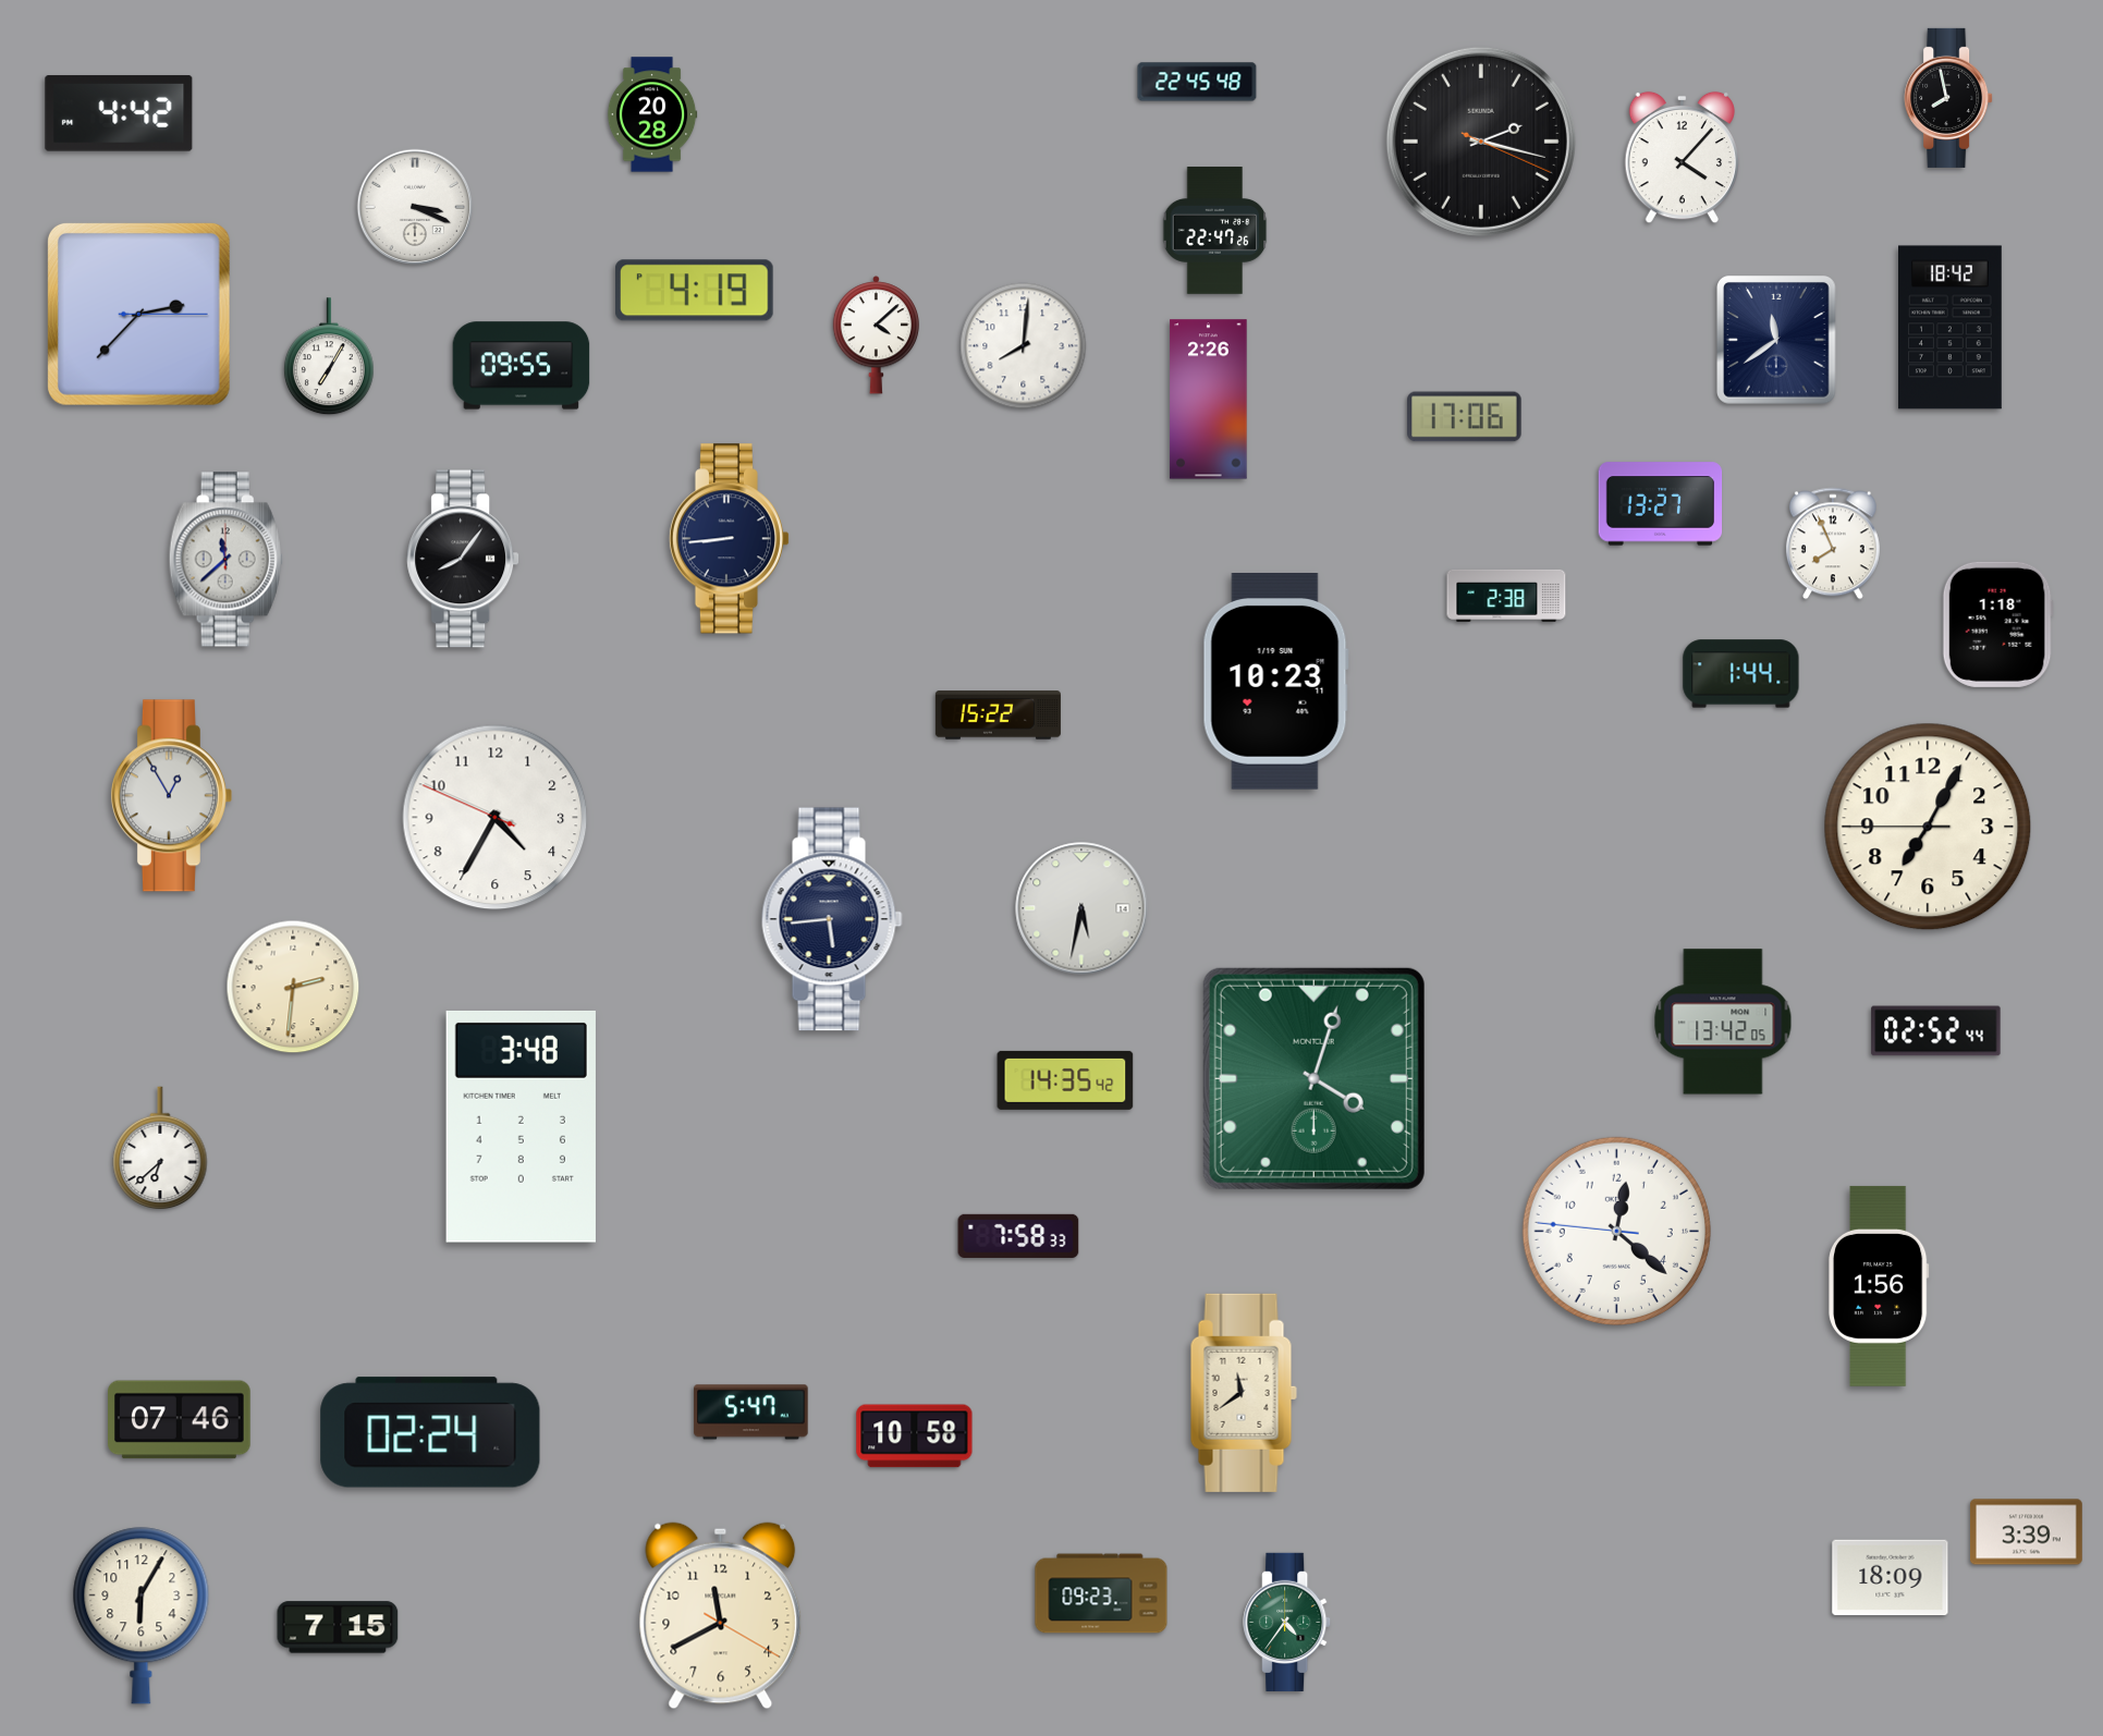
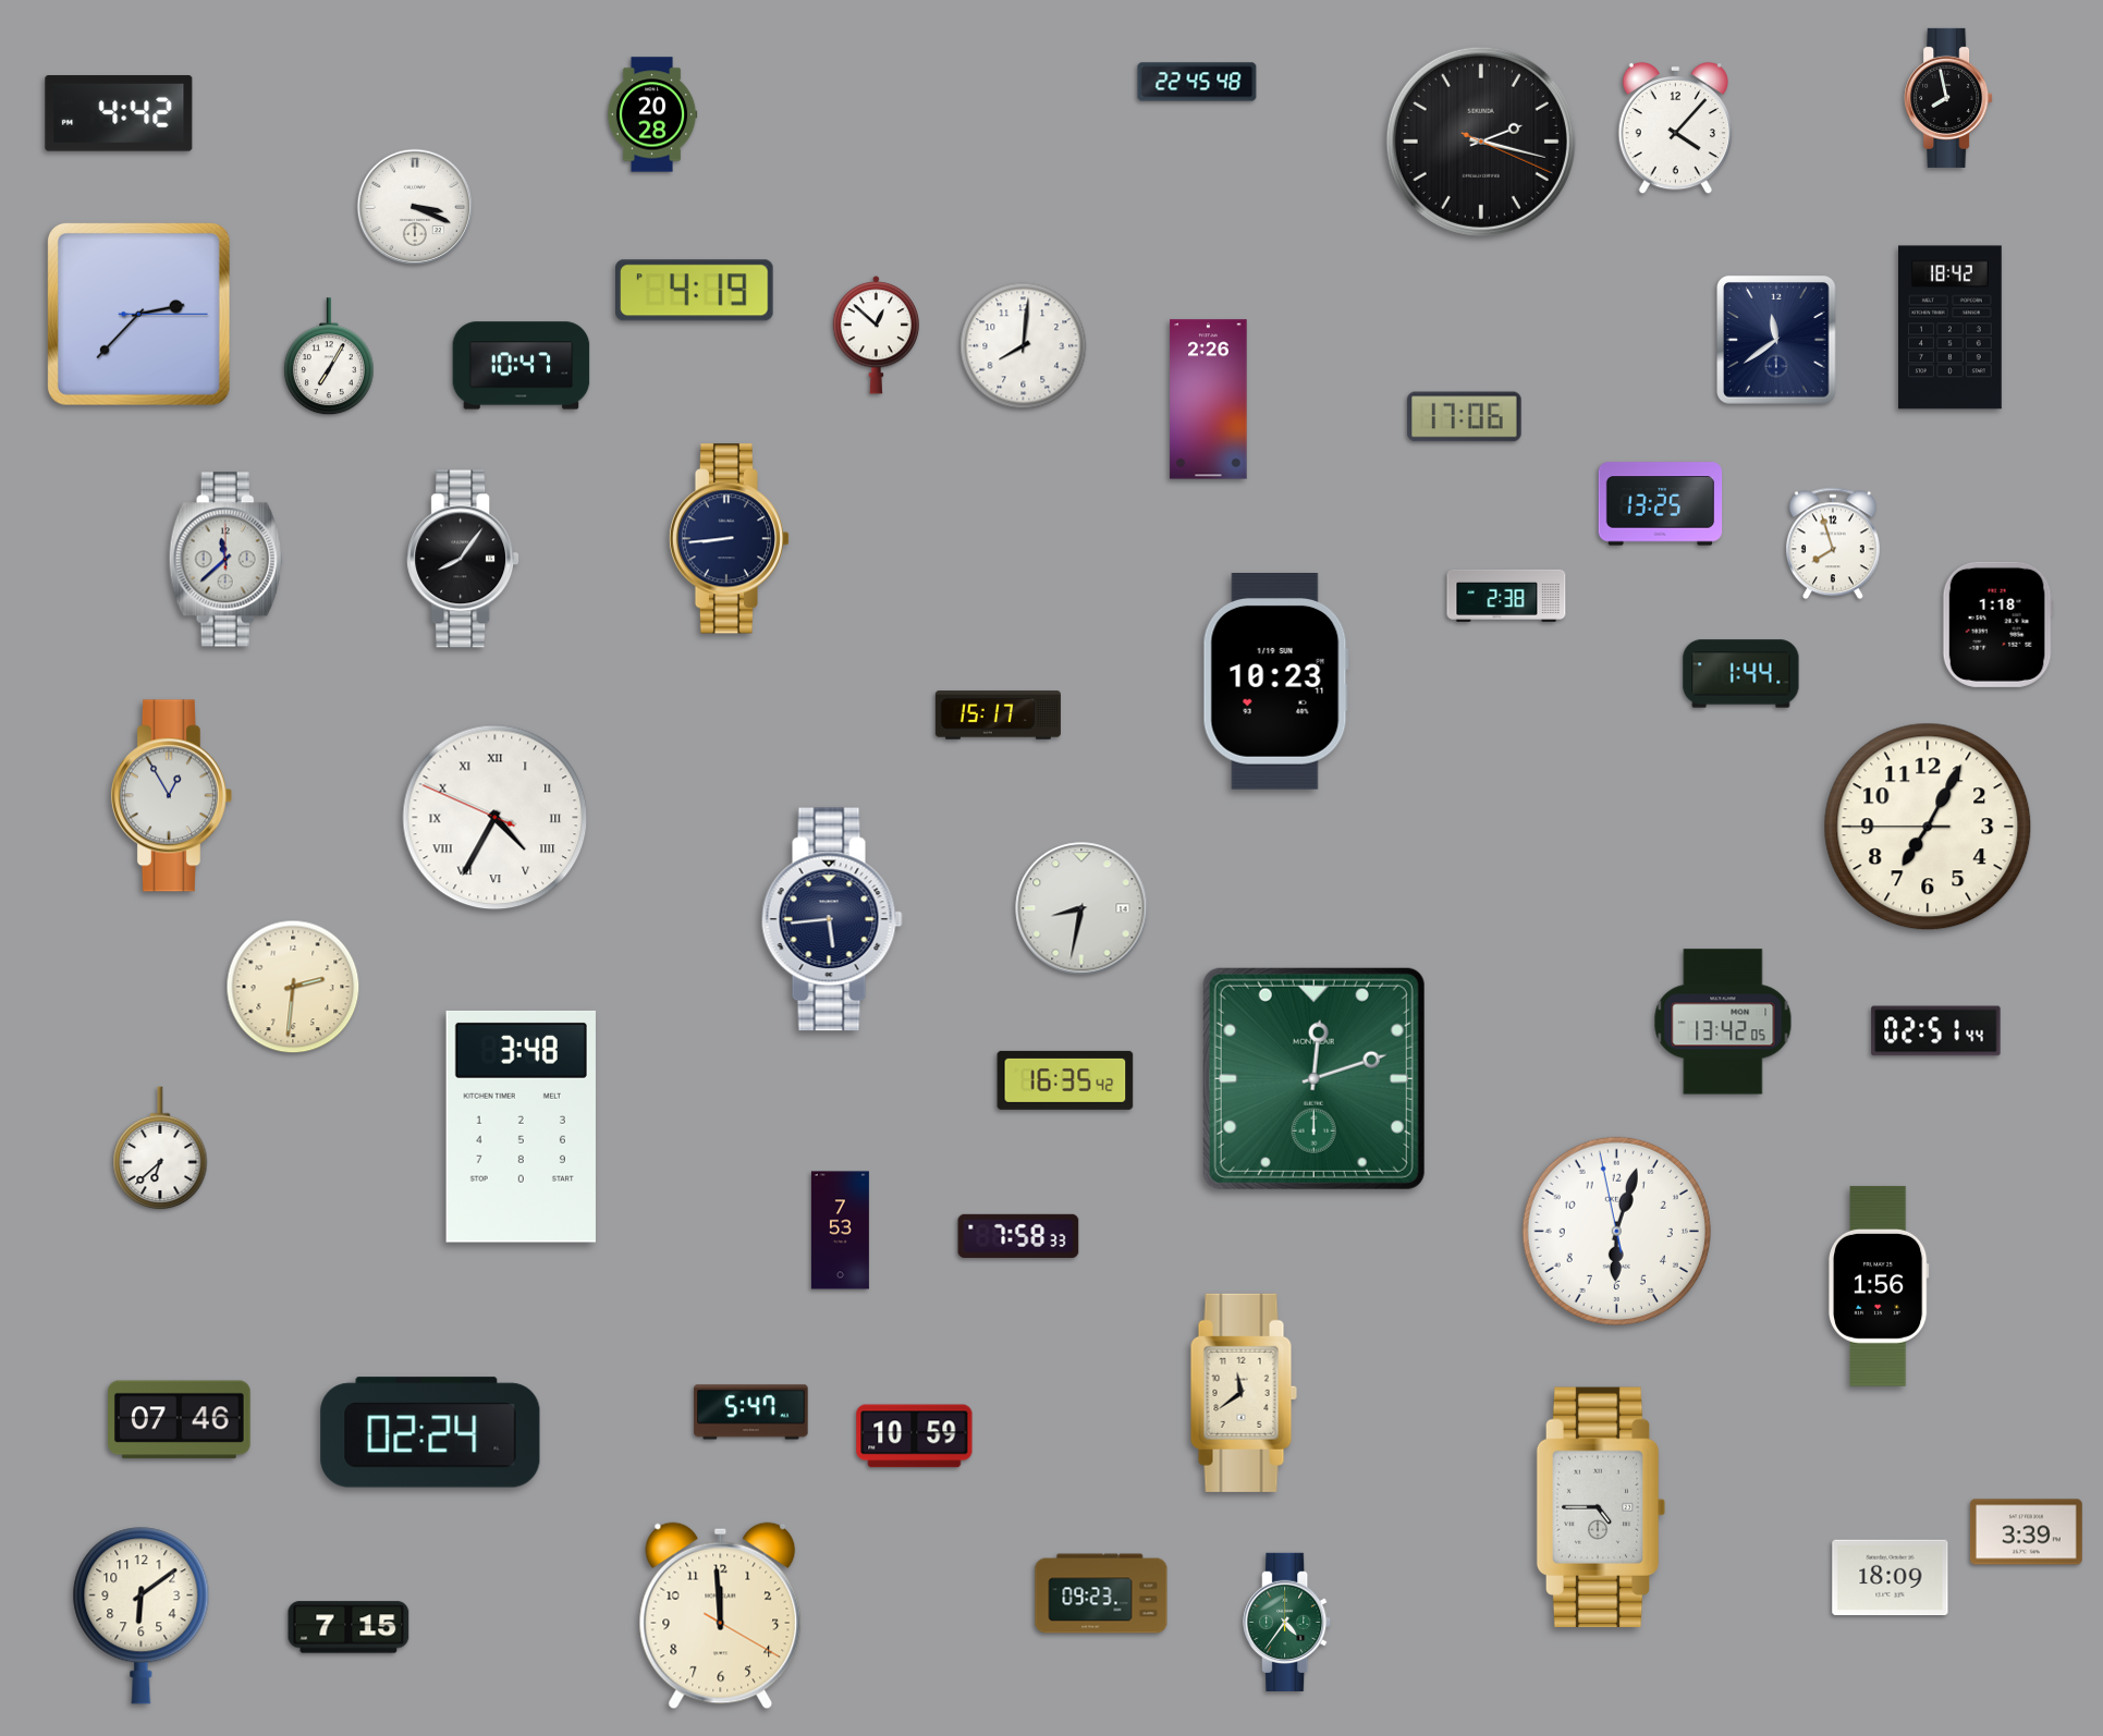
clock at (1682, 158) position: (1682, 158) -> (1675, 129)
clock at (1215, 231): 22:47 -> none
clock at (876, 335): 4:08 -> 12:52
clock at (522, 366): 09:55 -> 10:47
clock at (1661, 504): 13:27 -> 13:25
clock at (1833, 543): 7:56 -> 7:57
clock at (998, 716): 15:22 -> 15:17
clock at (496, 818) numerals: Arabic -> Roman
clock at (1081, 908): 5:32 -> 8:32
clock at (1936, 1031): 02:52 -> 02:51
clock at (1313, 1078): 4:03 -> 12:12
clock at (1065, 1080): 14:35 -> 16:35
clock at (840, 1231): none -> 7:53
clock at (1616, 1231): 12:21 -> 6:02
clock at (915, 1437): 10:58 -> 10:59
clock at (1601, 1506): none -> 4:45
clock at (142, 1616): 6:05 -> 6:09
clock at (721, 1616): 11:40 -> 11:59
clock at (338, 1627) position: (338, 1627) -> (349, 1627)
